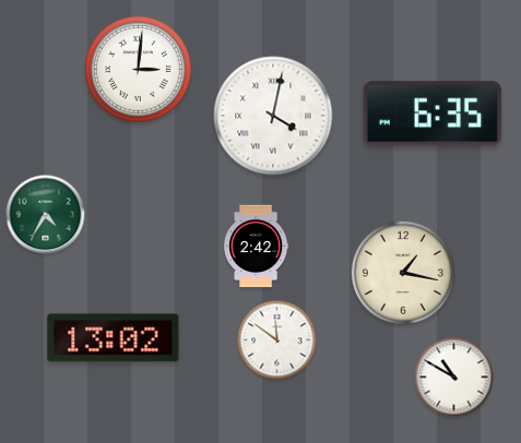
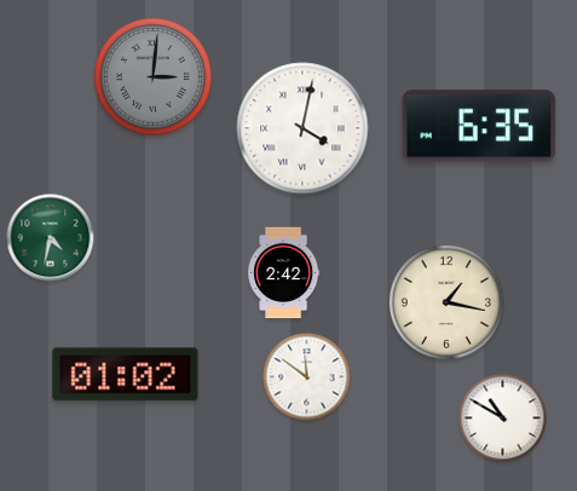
clock at (138, 69) dial: white -> grey
clock at (46, 215): 4:35 -> 4:32
clock at (114, 338): 13:02 -> 01:02
